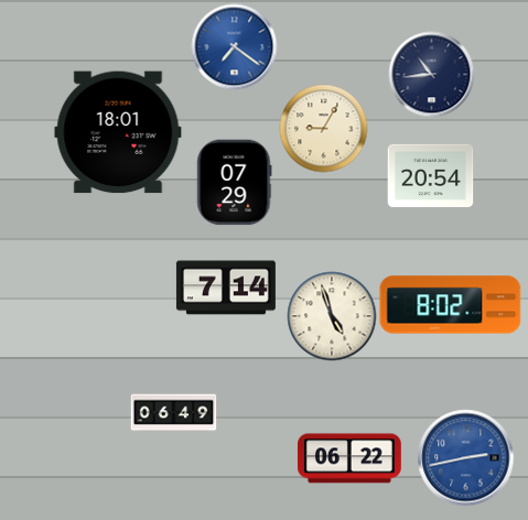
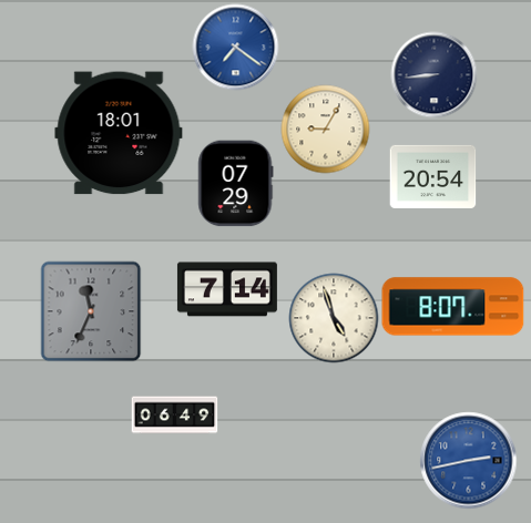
clock at (431, 74): 10:44 -> 8:44
clock at (451, 305): 8:02 -> 8:07
clock at (91, 311): none -> 11:34
clock at (349, 458): 06:22 -> none
